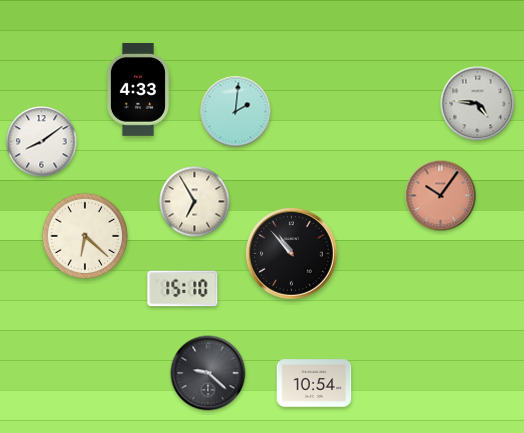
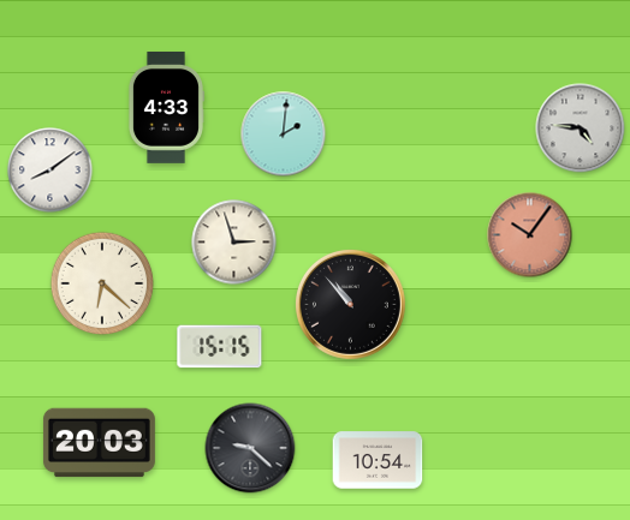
clock at (478, 104) position: (478, 104) -> (581, 128)
clock at (195, 202): 6:55 -> 2:57
clock at (183, 289): 15:10 -> 15:15
clock at (99, 443): none -> 20:03
